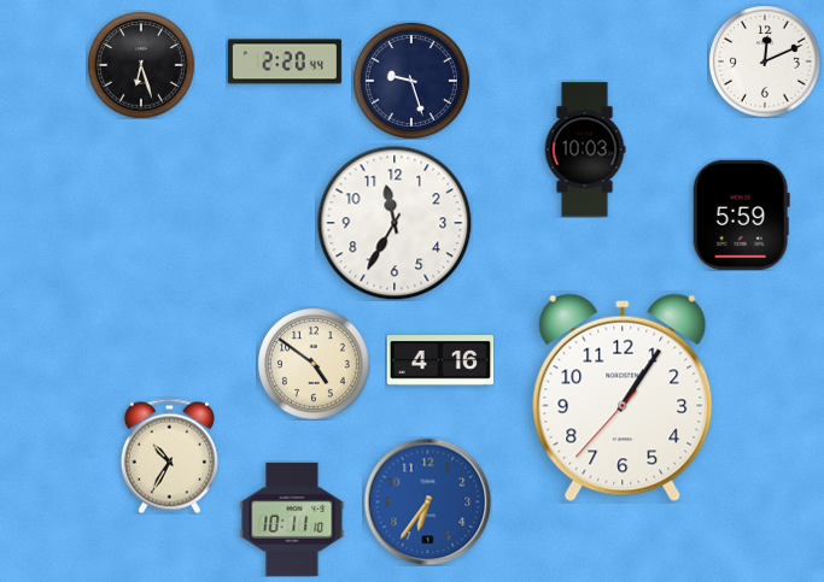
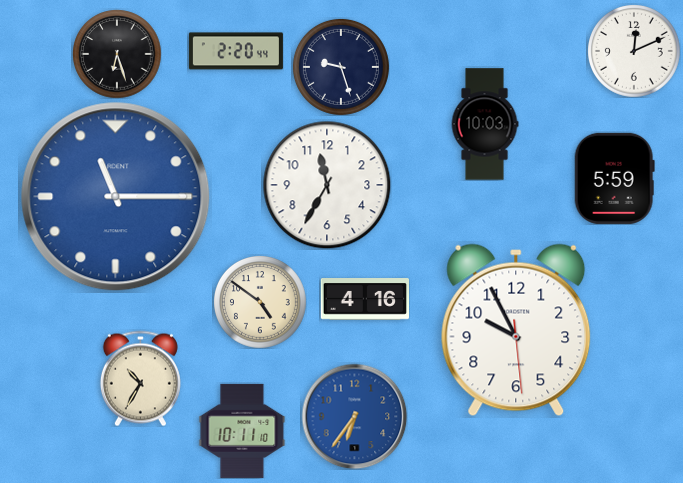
clock at (116, 197): none -> 11:15
clock at (623, 398): 1:05 -> 9:55
